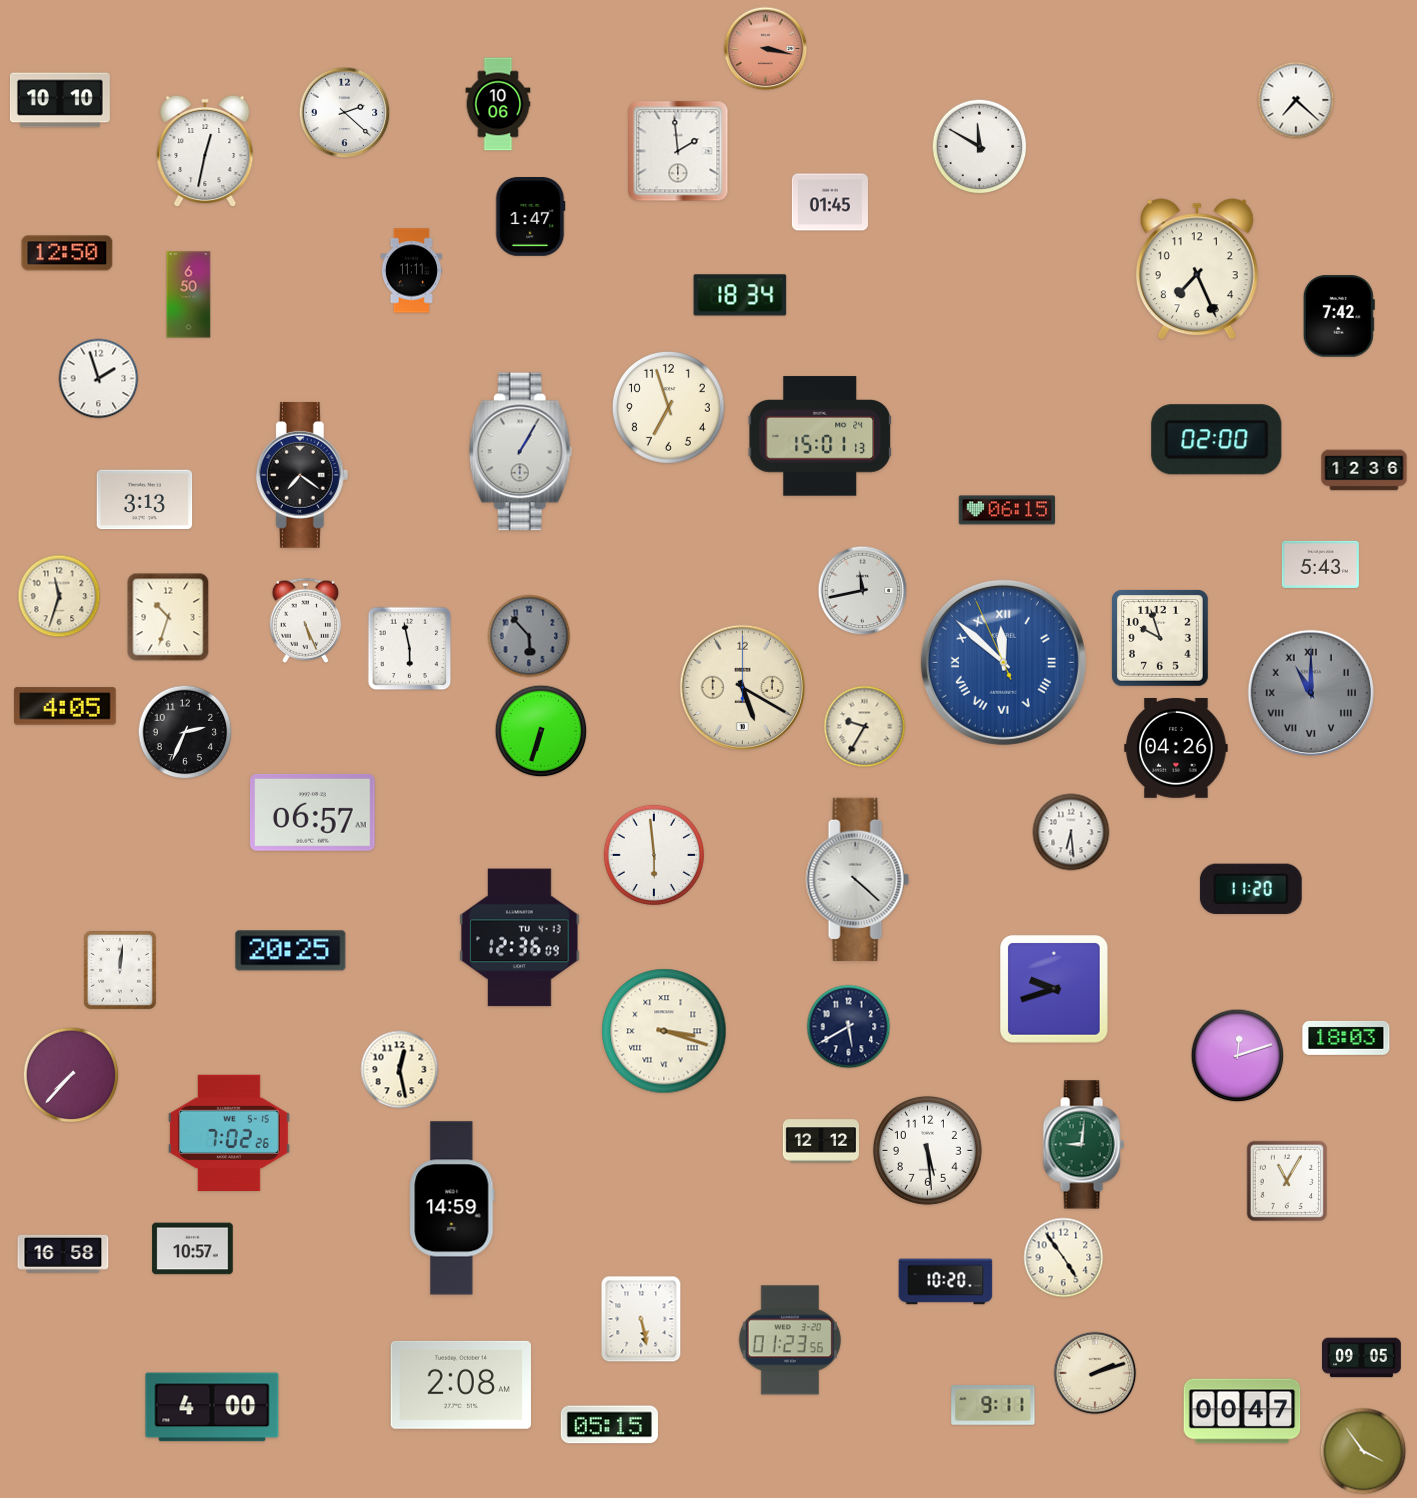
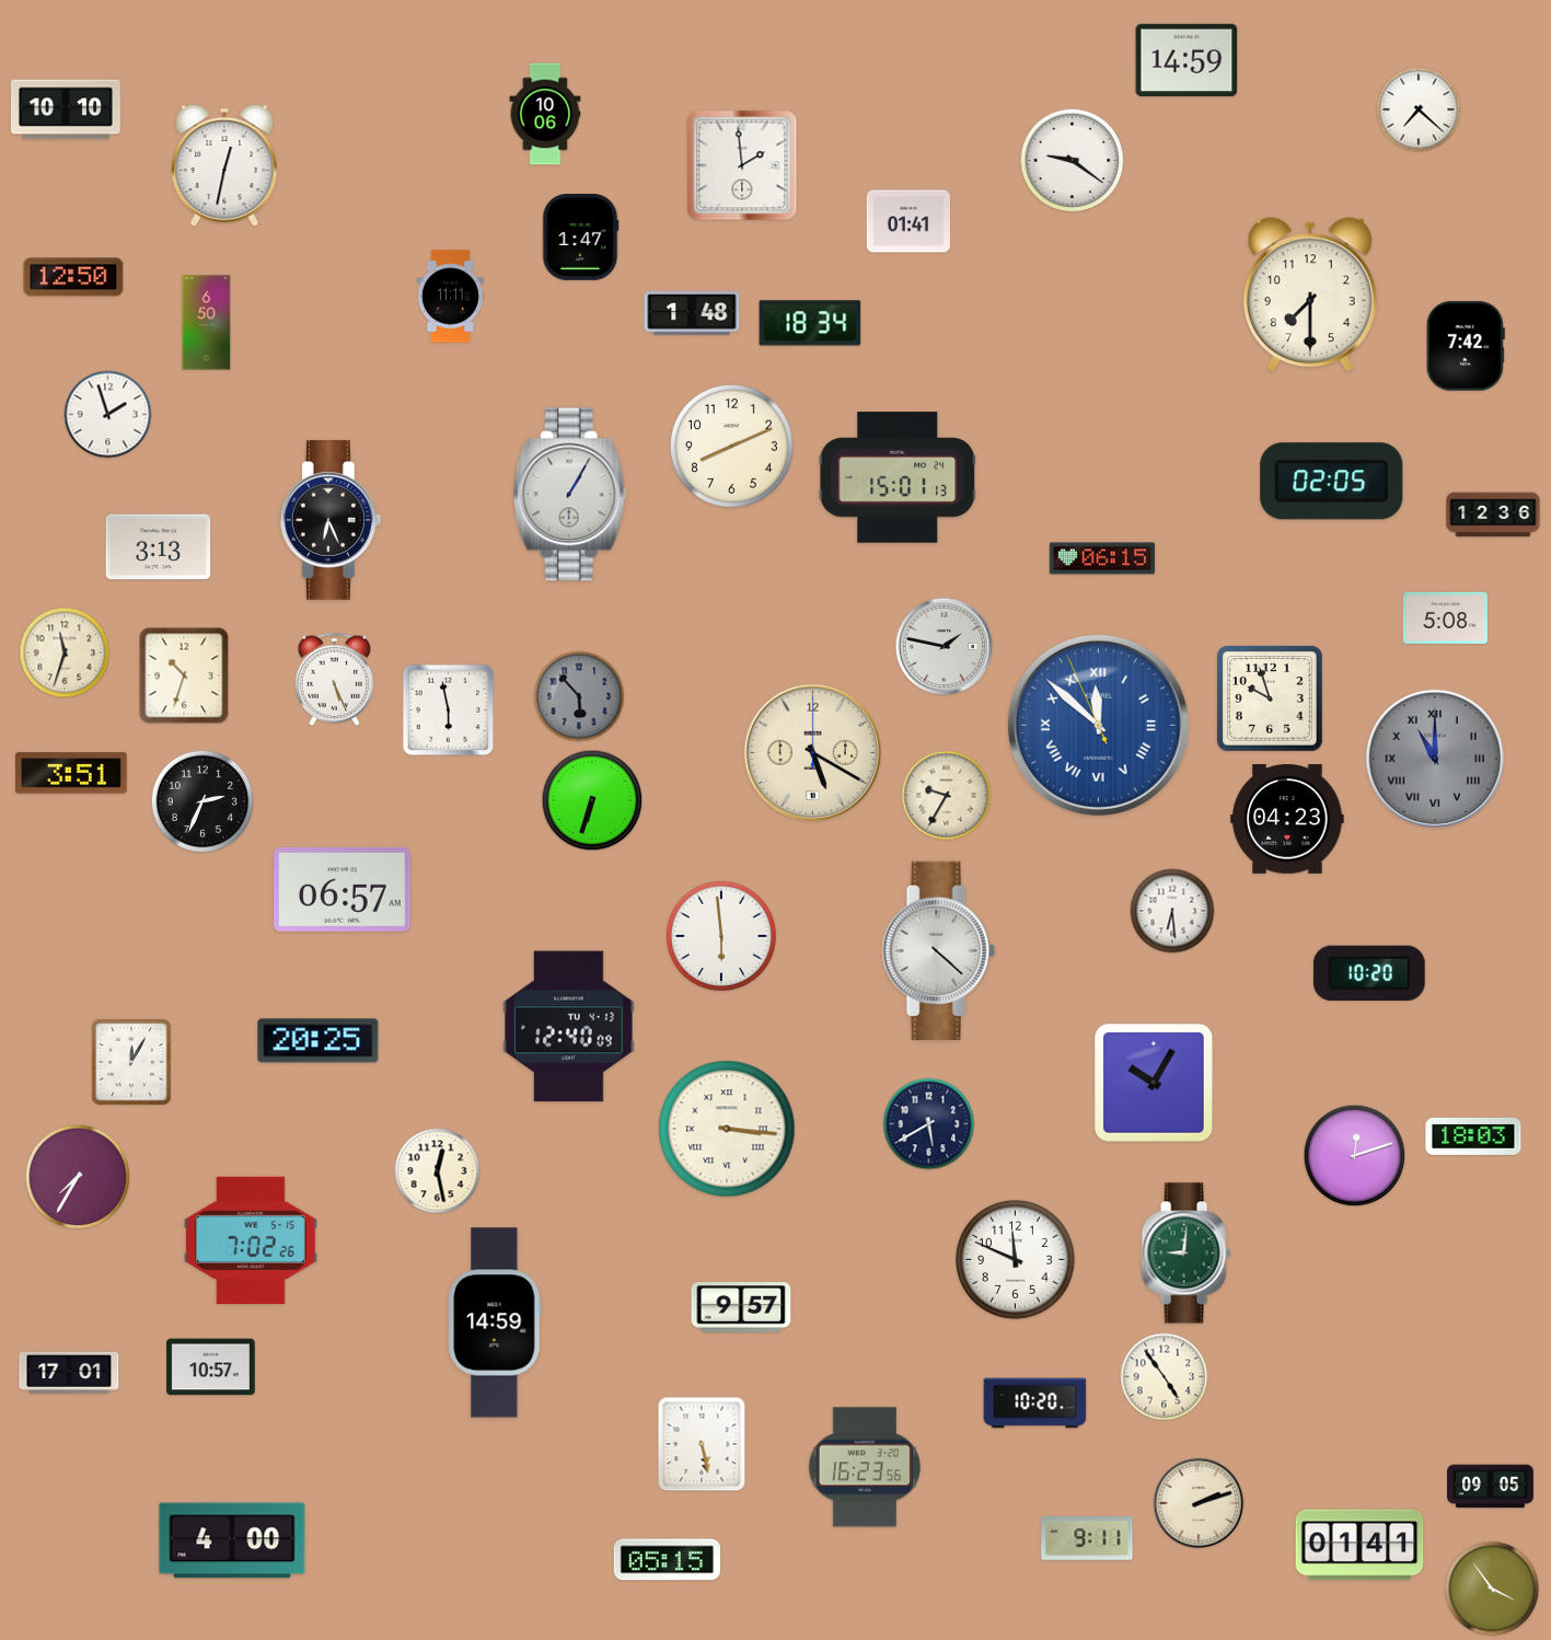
clock at (766, 49): 3:17 -> none
clock at (1187, 60): none -> 14:59
clock at (345, 113): 2:22 -> none
clock at (980, 147): 11:50 -> 9:21
clock at (830, 202): 01:45 -> 01:41
clock at (1197, 269): 7:26 -> 7:30
clock at (692, 313): none -> 1:48
clock at (668, 407): 6:57 -> 8:11
clock at (1217, 440): 02:00 -> 02:05
clock at (302, 475): 7:21 -> 6:26
clock at (1320, 564): 5:43 -> 5:08
clock at (863, 591): 11:43 -> 1:47
clock at (66, 706): 4:05 -> 3:51
clock at (1176, 749): 04:26 -> 04:23
clock at (654, 855) position: (654, 855) -> (721, 936)
clock at (857, 879) position: (857, 879) -> (938, 950)
clock at (1251, 889): 11:20 -> 10:20
clock at (520, 938): 12:36 -> 12:40
clock at (120, 970): 12:01 -> 12:05
clock at (1054, 989): 9:42 -> 10:05
clock at (664, 1031): 3:18 -> 3:16
clock at (71, 1075): 7:37 -> 7:35
clock at (821, 1141): 12:12 -> none
clock at (927, 1150): 5:29 -> 11:49
clock at (1287, 1181): 11:05 -> none
clock at (741, 1308): none -> 9:57
clock at (63, 1254): 16:58 -> 17:01
clock at (790, 1340): 01:23 -> 16:23
clock at (461, 1385): 2:08 -> none
clock at (1242, 1411): 00:47 -> 01:41
